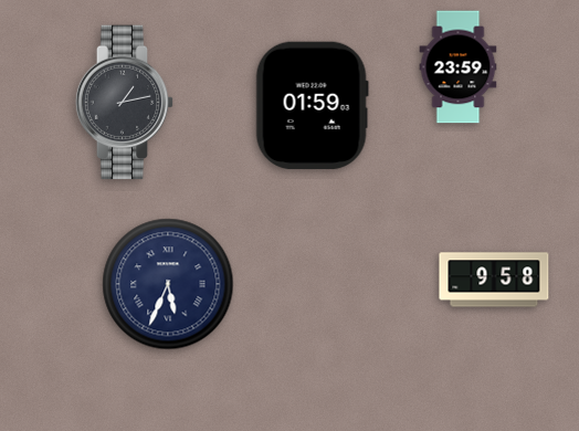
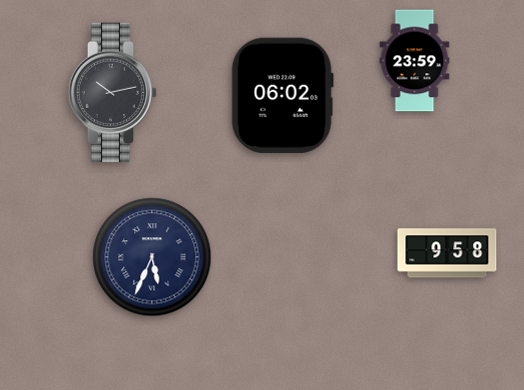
clock at (125, 103): 1:13 -> 10:13
clock at (312, 105): 01:59 -> 06:02
